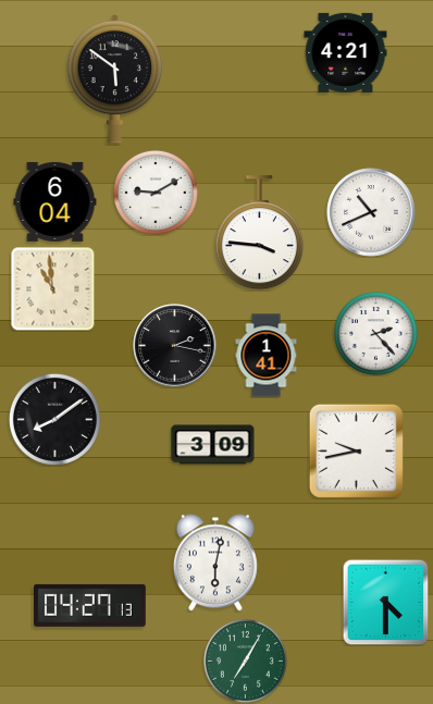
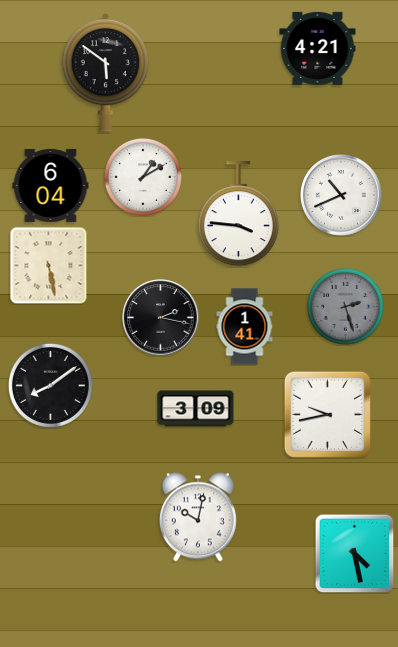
clock at (156, 193): 9:10 -> 1:10
clock at (52, 288): 10:59 -> 5:28
clock at (376, 334): 2:23 -> 2:27
clock at (376, 334) dial: white -> grey
clock at (215, 563): 6:02 -> 10:02
clock at (385, 602): 4:30 -> 4:28
clock at (90, 605): 04:27 -> none
clock at (246, 662): 7:05 -> none
